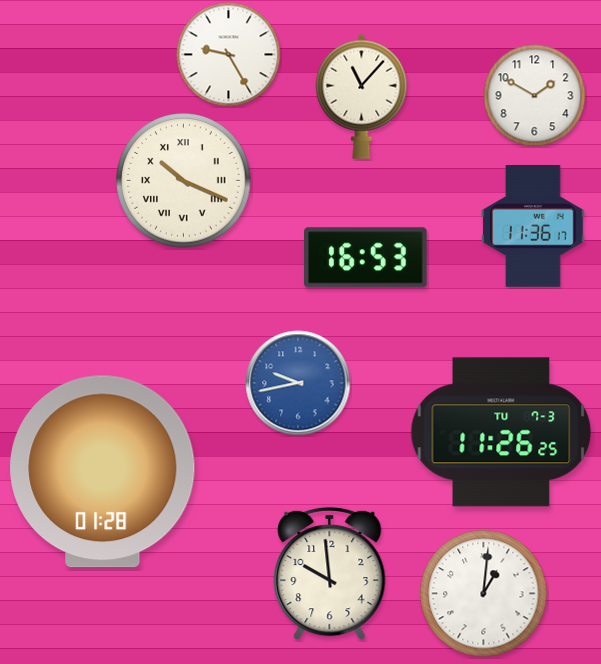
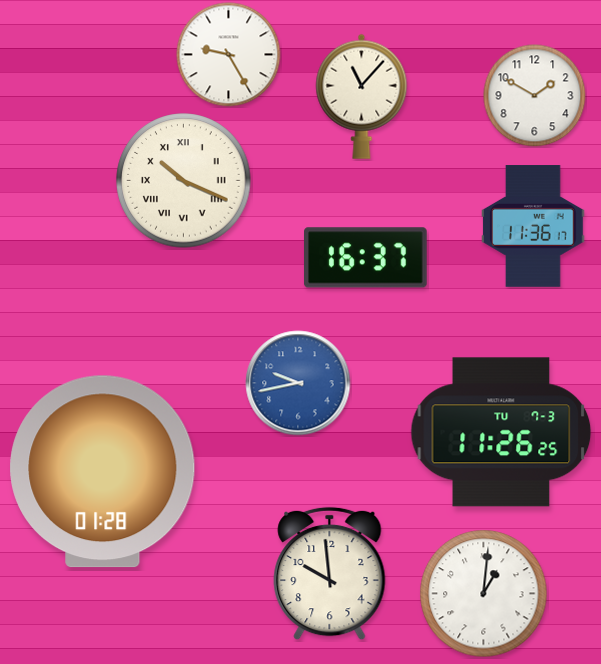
clock at (366, 258): 16:53 -> 16:37
